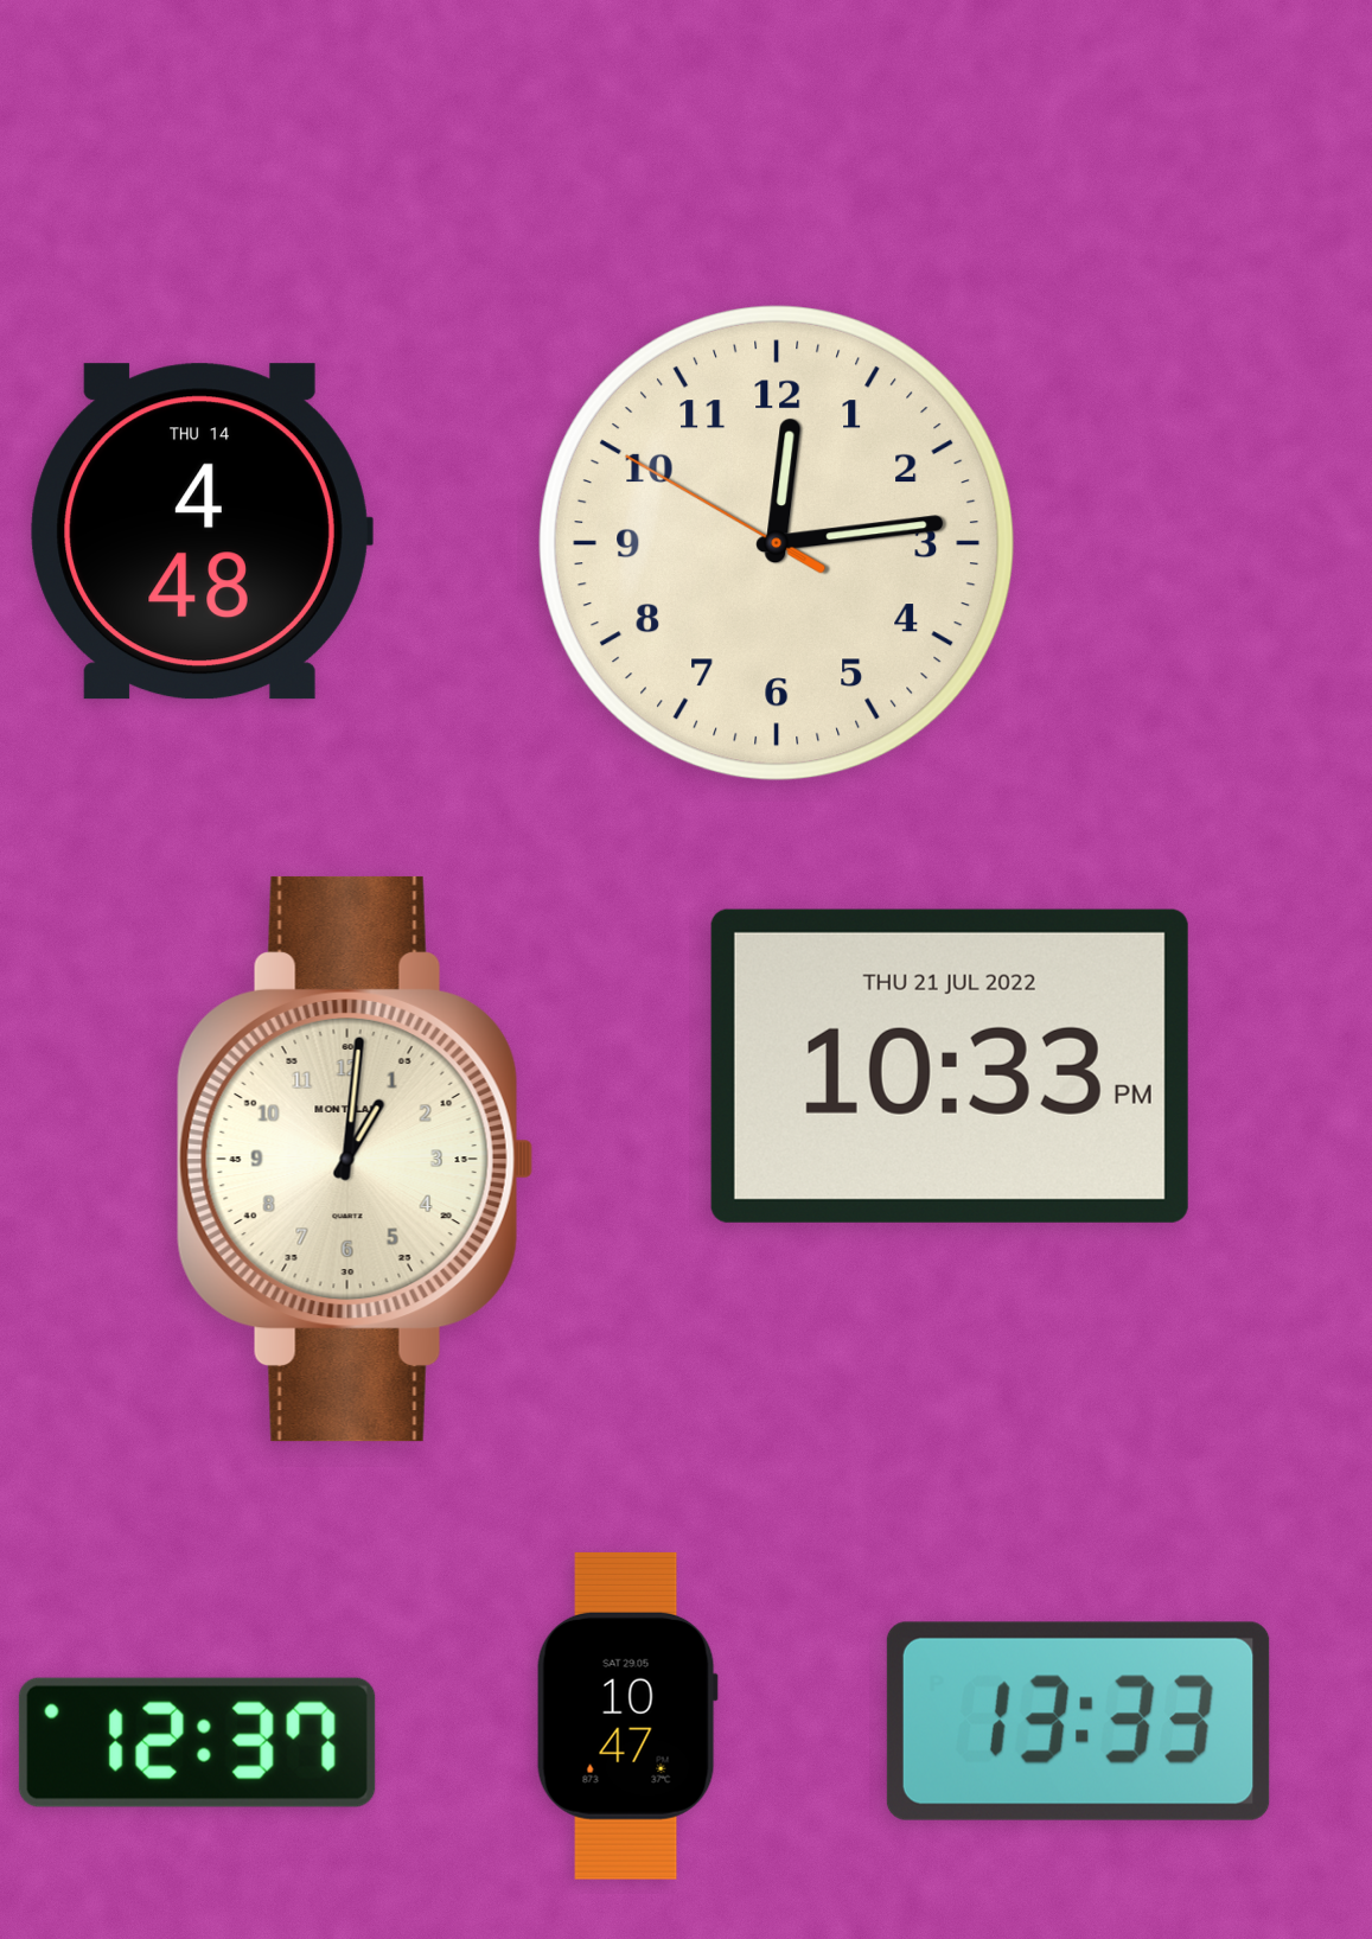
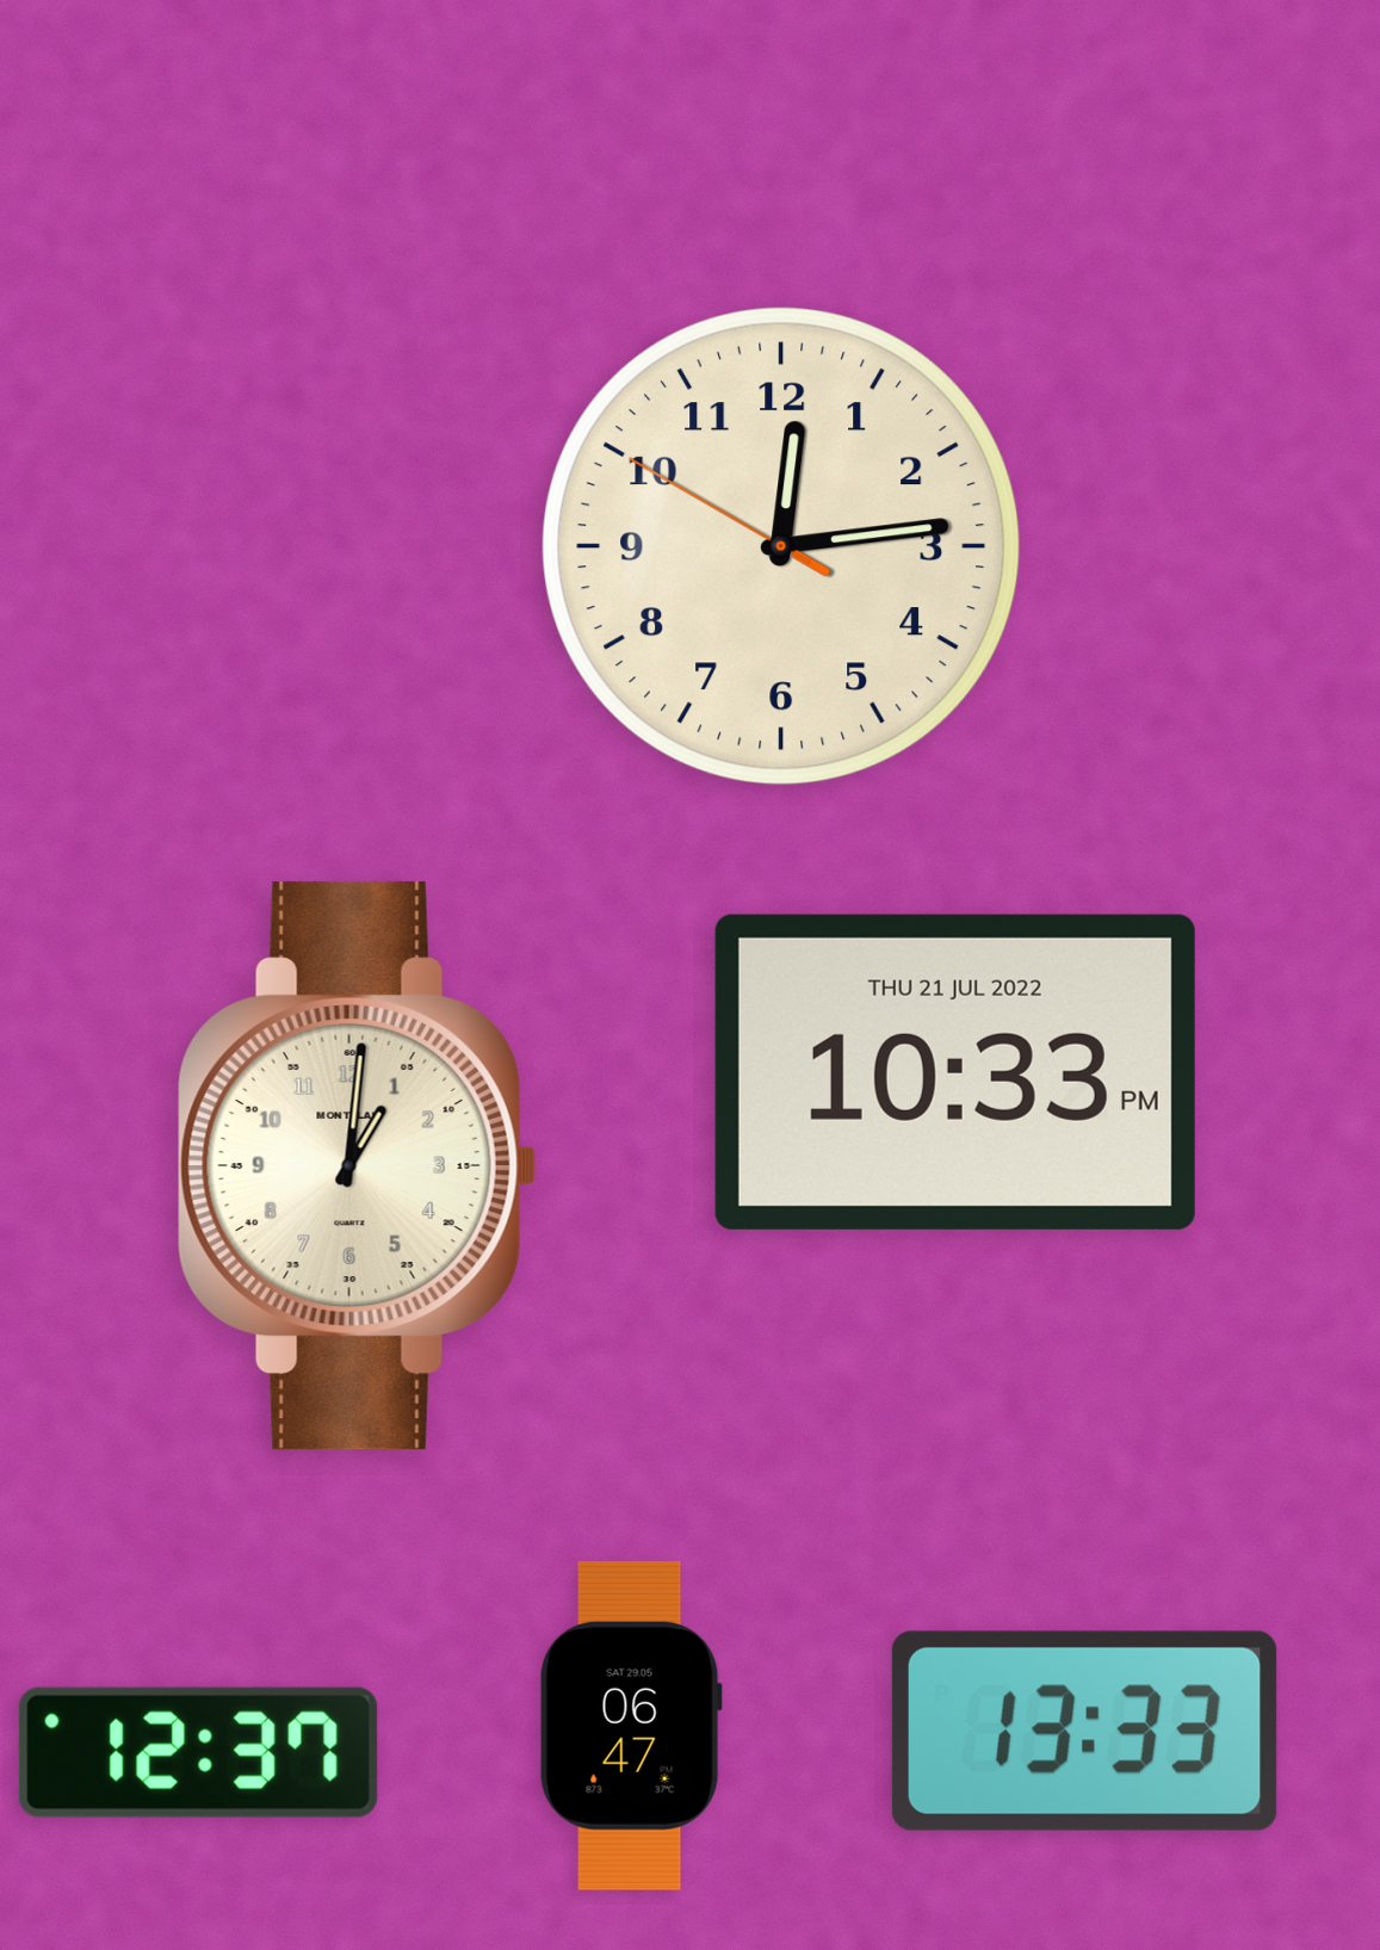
clock at (202, 531): 4:48 -> none
clock at (627, 1716): 10:47 -> 06:47
